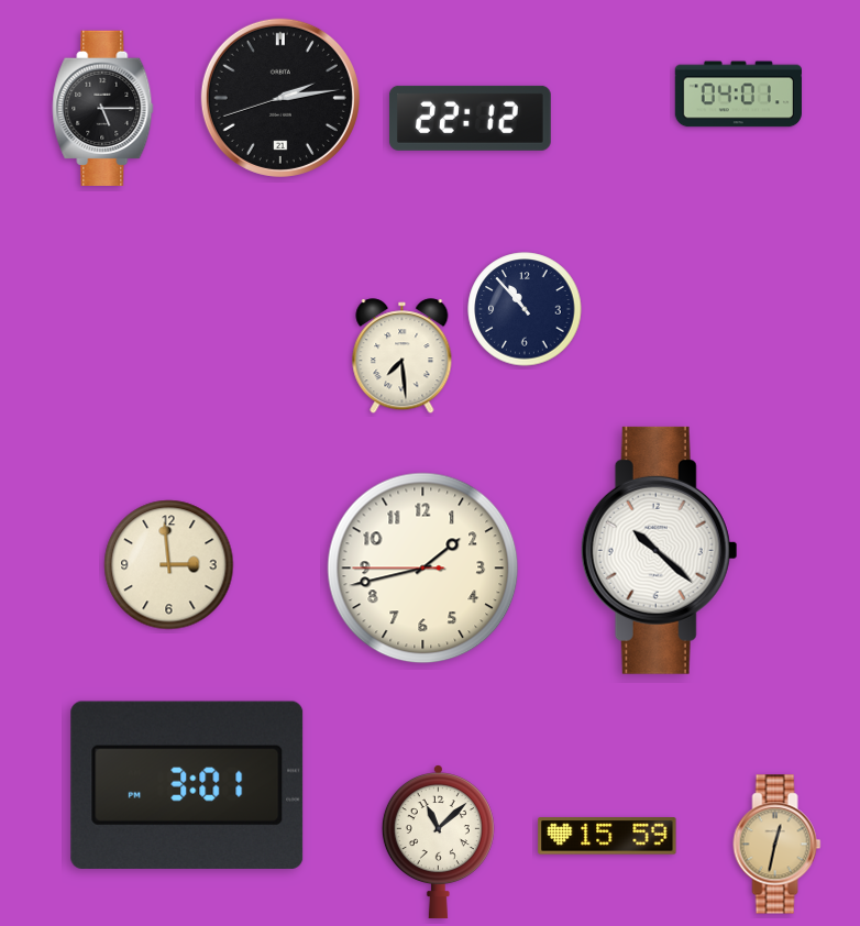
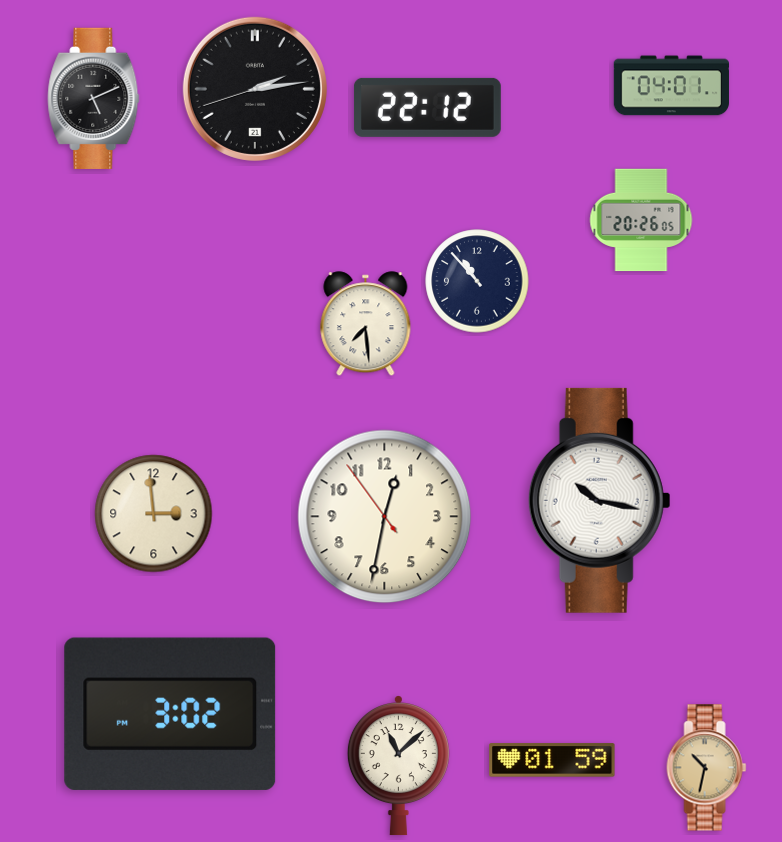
clock at (103, 108): 5:15 -> 5:11
clock at (641, 220): none -> 20:26
clock at (659, 550): 10:22 -> 10:17
clock at (423, 569): 1:42 -> 12:31
clock at (187, 785): 3:01 -> 3:02
clock at (607, 836): 15:59 -> 01:59
clock at (778, 845): 12:32 -> 10:32
